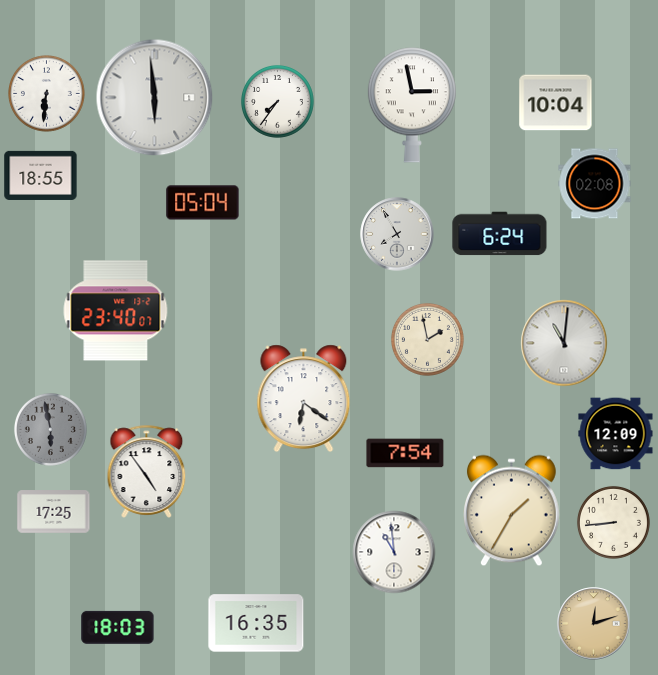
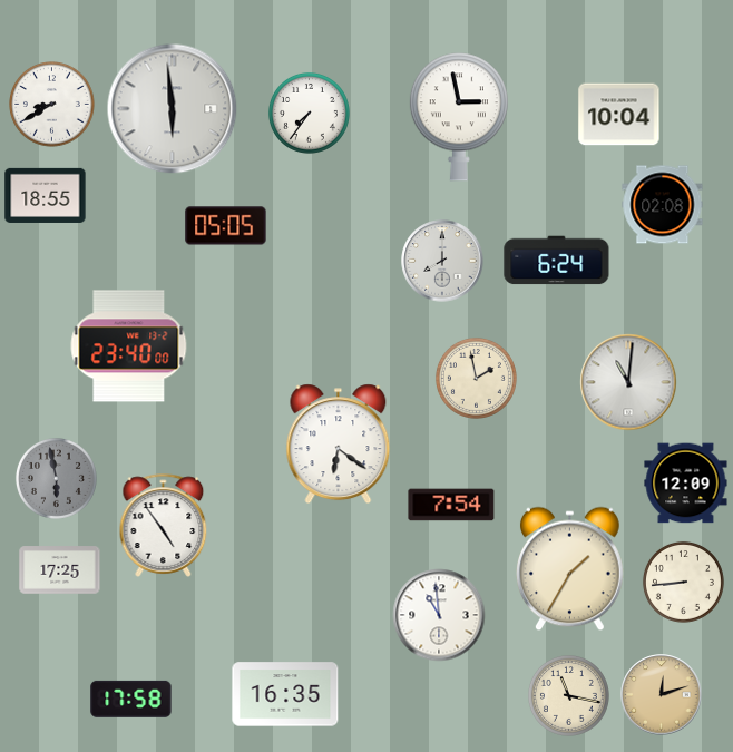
clock at (47, 94): 6:31 -> 8:40
clock at (203, 203): 05:04 -> 05:05
clock at (397, 234): 7:55 -> 8:00
clock at (116, 311): 23:40:07 -> 23:40:00
clock at (568, 695): none -> 11:17
clock at (118, 627): 18:03 -> 17:58
